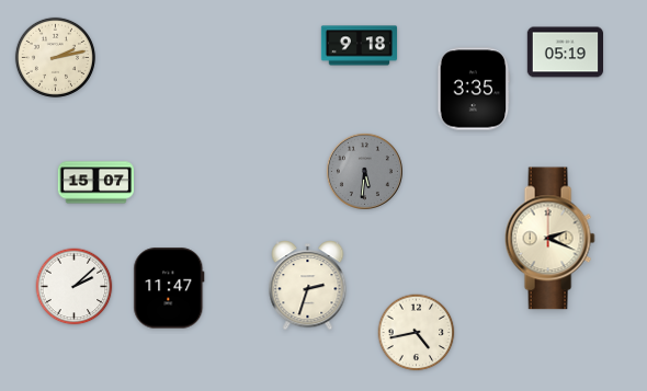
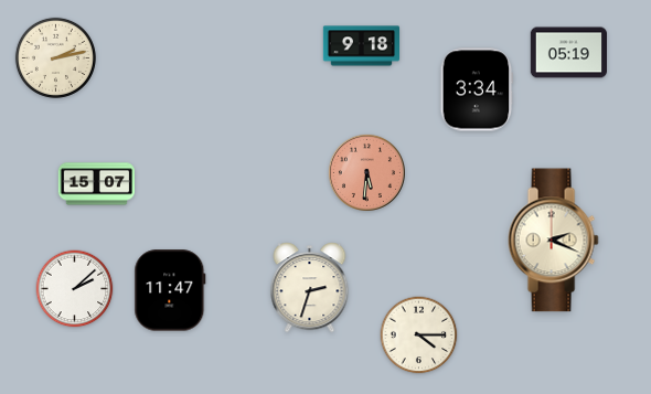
clock at (474, 89): 3:35 -> 3:34
clock at (364, 171) dial: grey -> salmon
clock at (417, 333): 4:43 -> 4:15
